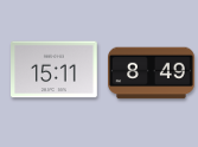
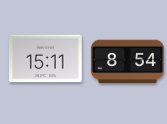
clock at (152, 73): 8:49 -> 8:54
